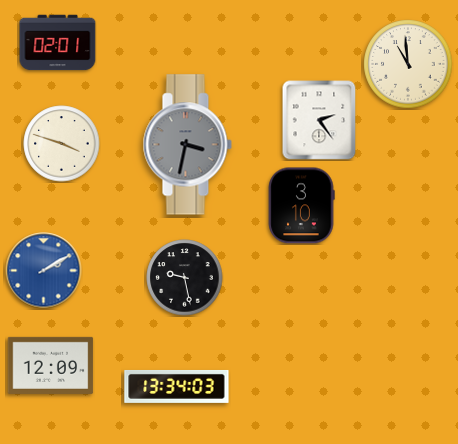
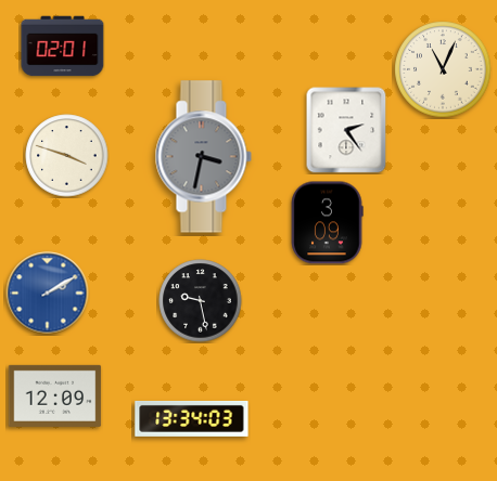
clock at (408, 64): 10:59 -> 11:04
clock at (301, 206): 3:10 -> 3:09
